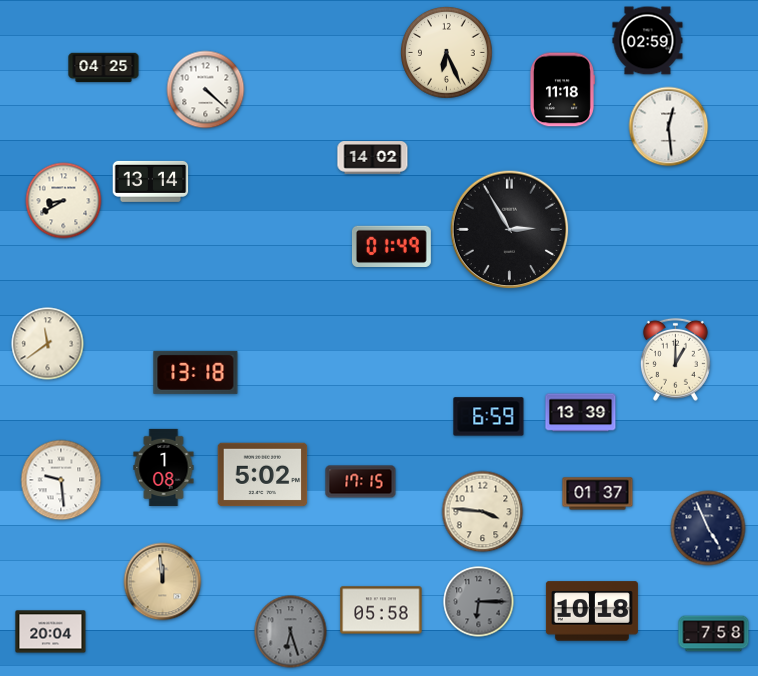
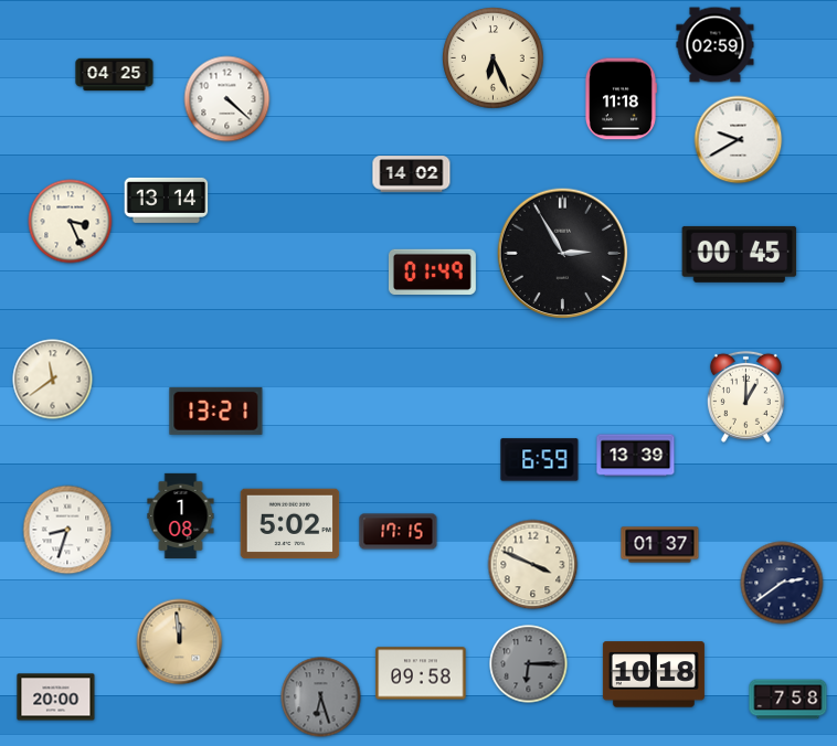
clock at (669, 127): 12:29 -> 9:40
clock at (64, 201): 8:40 -> 3:26
clock at (740, 254): none -> 00:45
clock at (196, 372): 13:18 -> 13:21
clock at (581, 413) position: (581, 413) -> (636, 456)
clock at (61, 480): 9:29 -> 8:33
clock at (483, 512): 3:46 -> 3:49
clock at (708, 528): 4:56 -> 2:39
clock at (381, 610): 05:58 -> 09:58
clock at (51, 632): 20:04 -> 20:00
